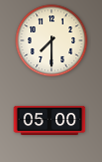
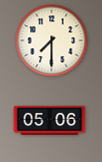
clock at (50, 120): 05:00 -> 05:06
